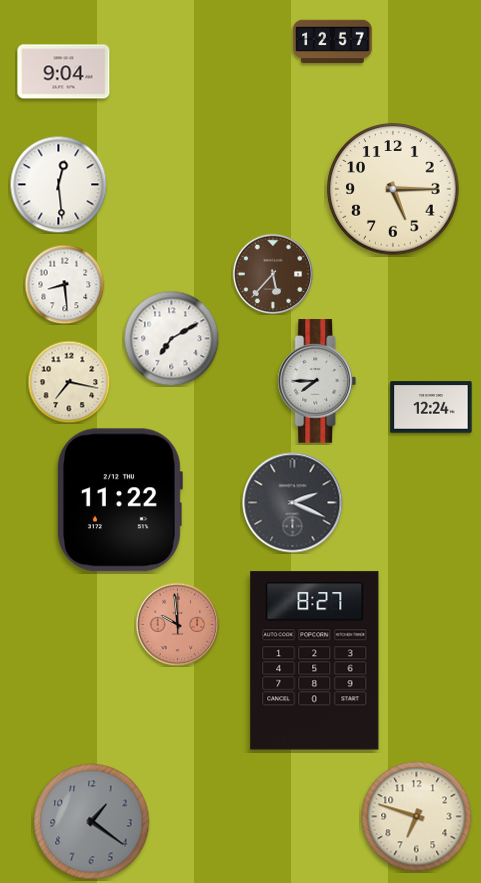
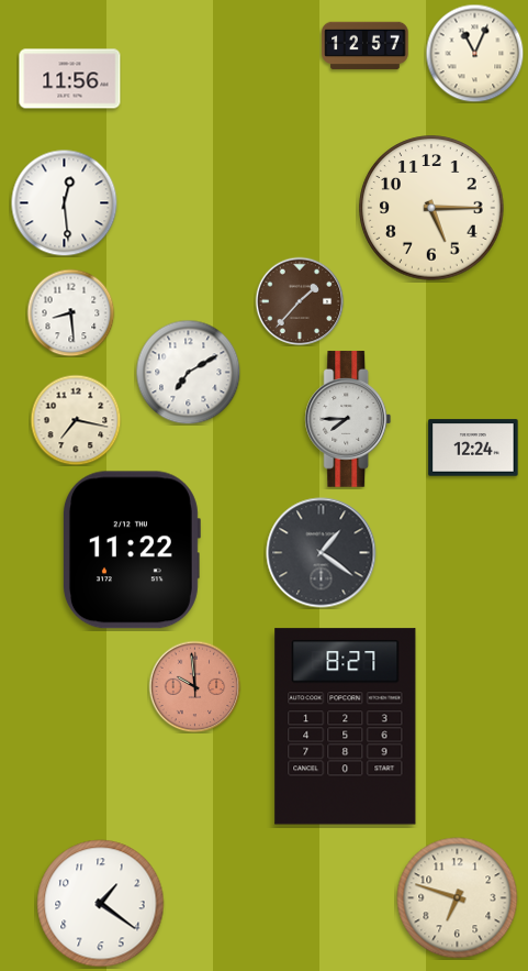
clock at (474, 53): none -> 11:04
clock at (64, 72): 9:04 -> 11:56
clock at (273, 274): 5:37 -> 1:37
clock at (293, 503): 2:19 -> 1:21
clock at (92, 822) dial: grey -> white
